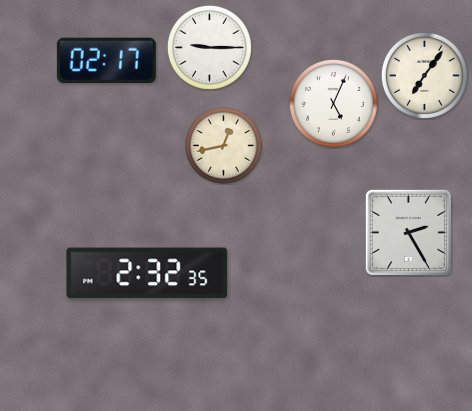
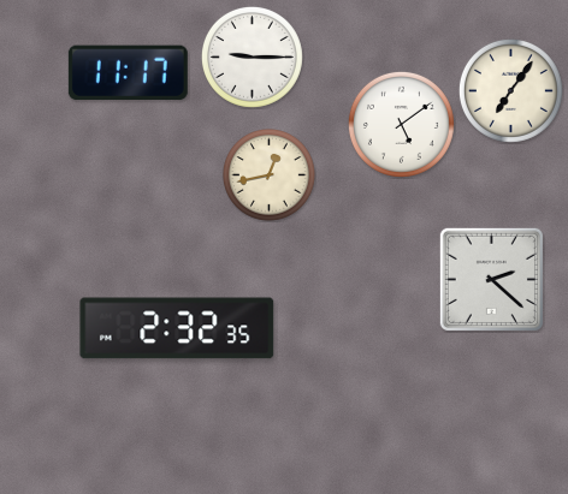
clock at (106, 61): 02:17 -> 11:17
clock at (333, 103): 5:04 -> 5:09
clock at (408, 232): 2:25 -> 2:22
